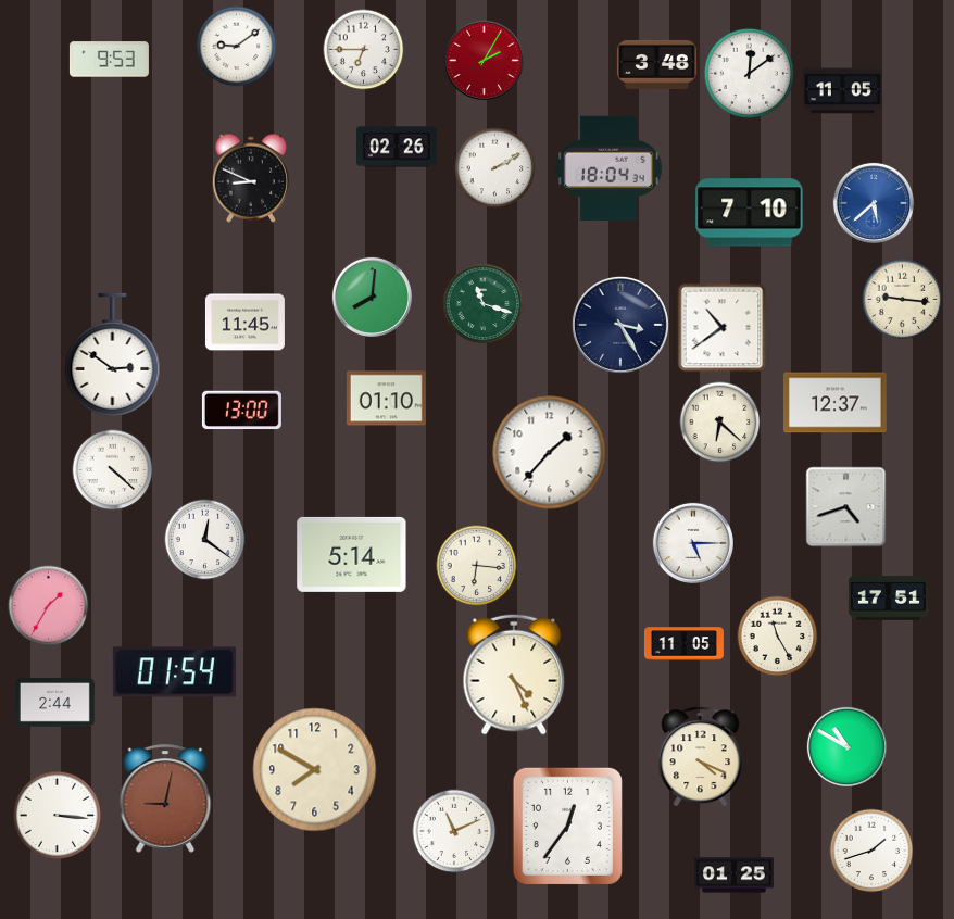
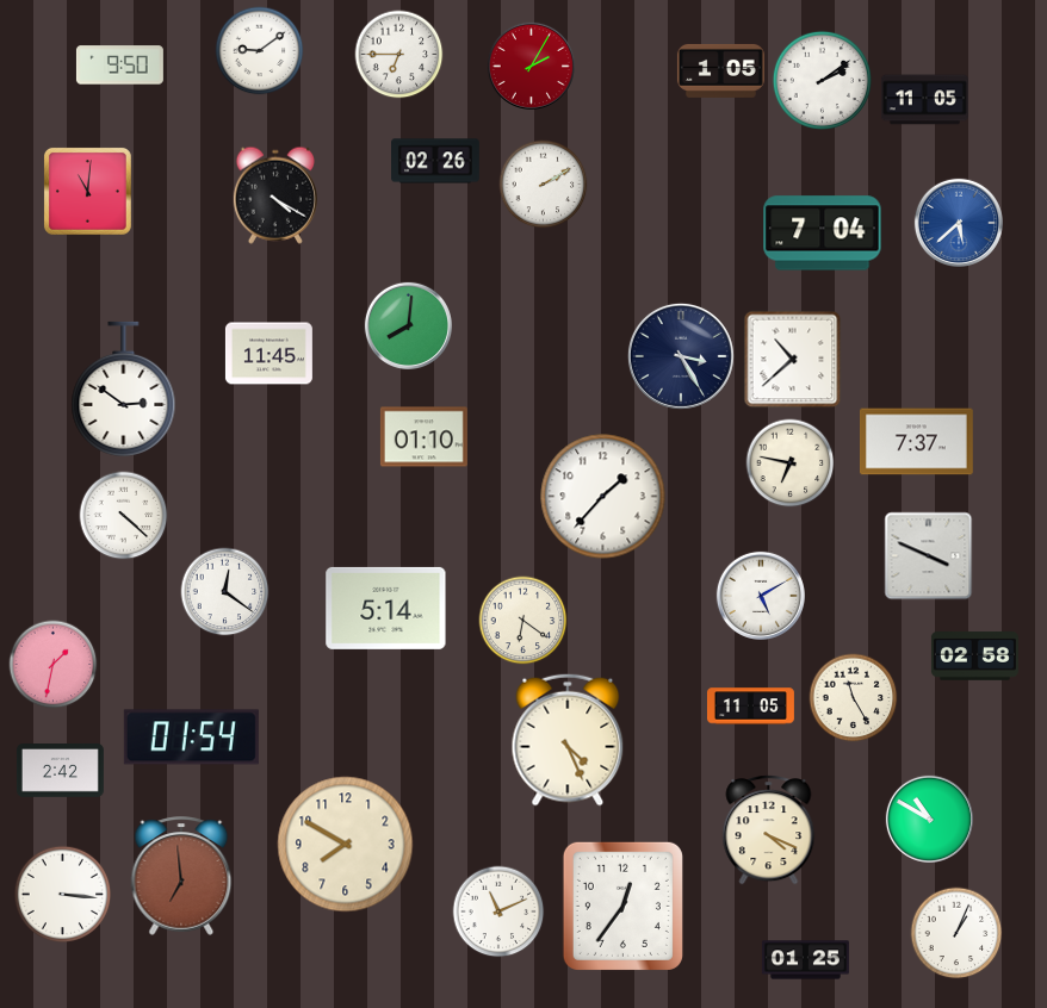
clock at (109, 60): 9:53 -> 9:50
clock at (656, 64): 3:48 -> 1:05
clock at (749, 73): 12:09 -> 2:09
clock at (608, 167): 18:04 -> none
clock at (87, 191): none -> 11:01
clock at (251, 178): 8:49 -> 4:20
clock at (750, 213): 7:10 -> 7:04
clock at (903, 300): 9:16 -> none
clock at (484, 304): 11:18 -> none
clock at (723, 328): 10:39 -> 10:38
clock at (836, 403): 12:37 -> 7:37
clock at (241, 411): 13:00 -> none
clock at (720, 423): 6:22 -> 6:47
clock at (846, 507): 4:42 -> 3:49
clock at (693, 543): 5:15 -> 5:10
clock at (477, 566): 6:16 -> 6:21
clock at (888, 599): 17:51 -> 02:58
clock at (49, 606): 1:35 -> 1:32
clock at (514, 675) position: (514, 675) -> (568, 740)
clock at (54, 703): 2:44 -> 2:42
clock at (165, 798): 9:02 -> 6:59
clock at (871, 851): 1:42 -> 1:04
